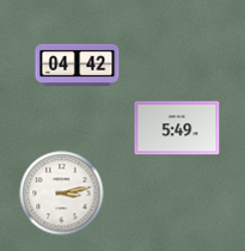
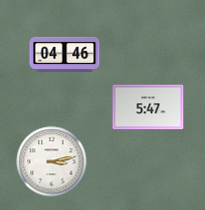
clock at (78, 65): 04:42 -> 04:46
clock at (177, 128): 5:49 -> 5:47
